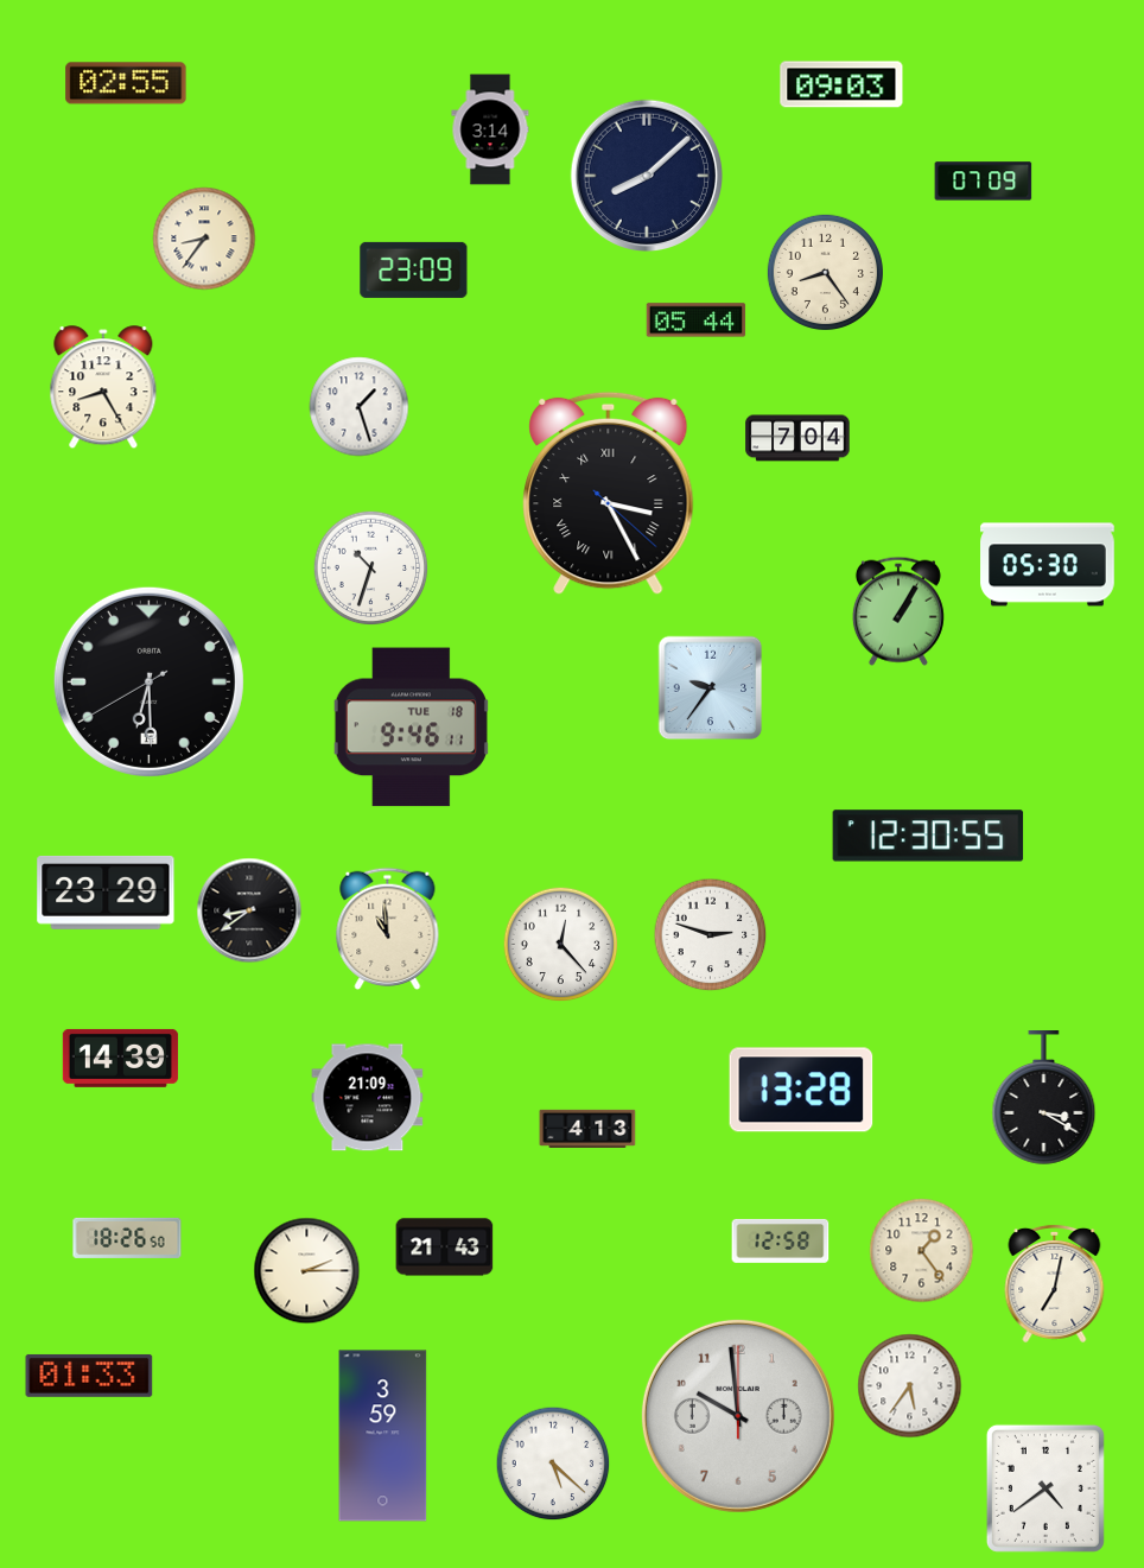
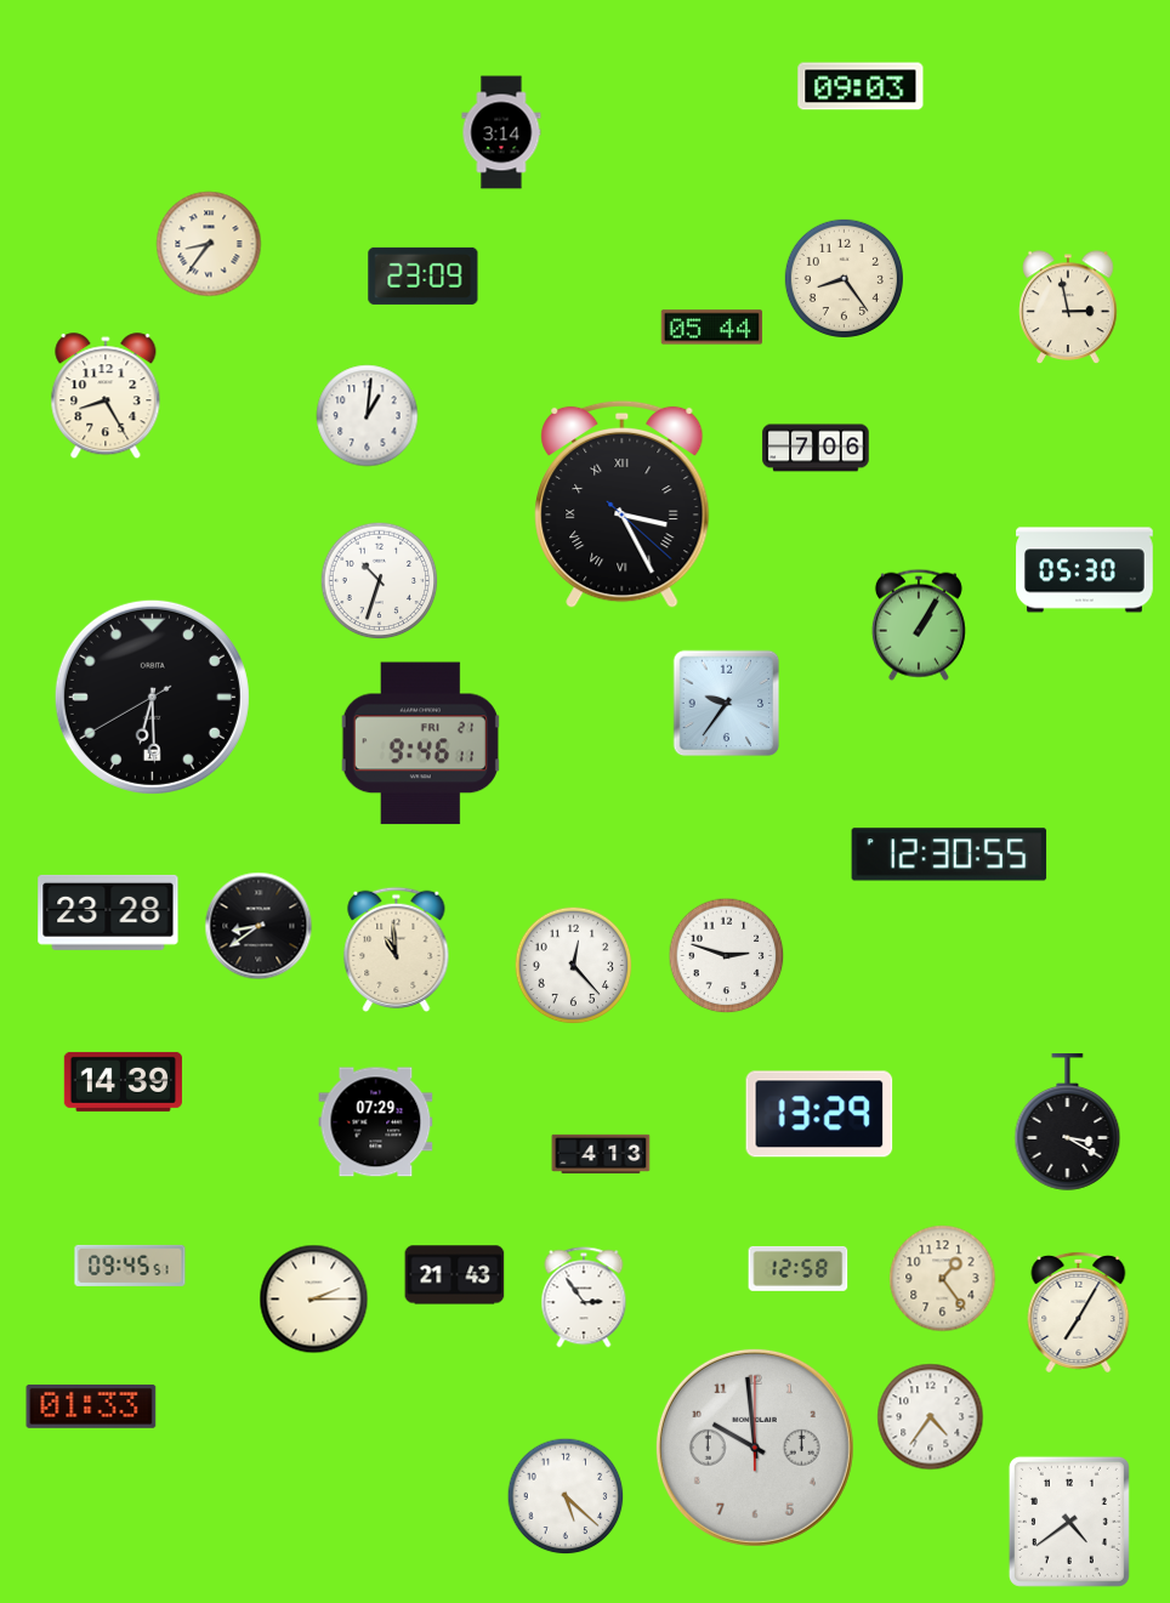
clock at (126, 83): 02:55 -> none
clock at (646, 174): 8:08 -> none
clock at (984, 182): 07:09 -> none
clock at (1068, 307): none -> 2:58
clock at (360, 407): 1:27 -> 1:01
clock at (797, 438): 7:04 -> 7:06
clock at (1048, 565) position: (1048, 565) -> (1085, 570)
clock at (411, 728) date: TUE 18 -> FRI 21
clock at (106, 893): 23:29 -> 23:28
clock at (249, 910) position: (249, 910) -> (259, 926)
clock at (801, 1090): 13:28 -> 13:29
clock at (368, 1098): 21:09 -> 07:29
clock at (127, 1238): 18:26 -> 09:45
clock at (584, 1297): none -> 2:54
clock at (1055, 1283): 7:02 -> 7:05
clock at (910, 1386): 5:36 -> 4:36
clock at (383, 1436): 3:59 -> none
